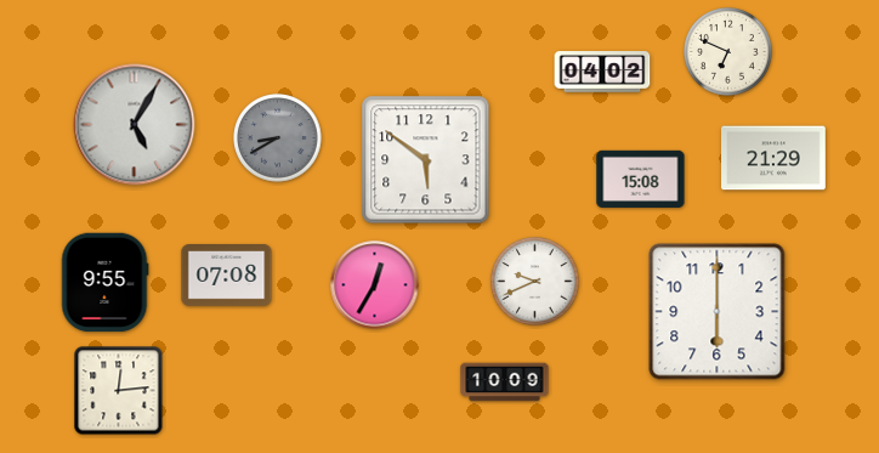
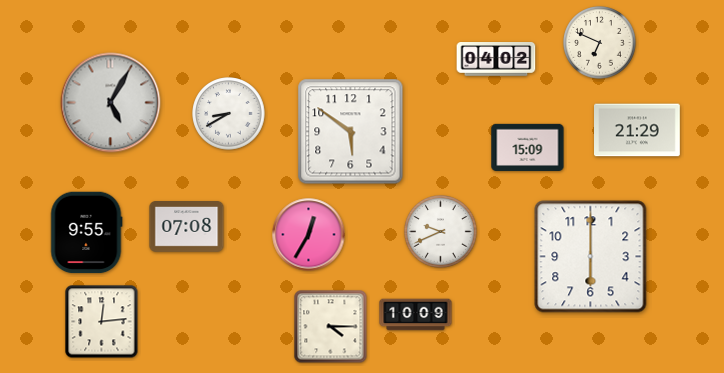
clock at (278, 138) dial: grey -> white
clock at (641, 179): 15:08 -> 15:09
clock at (119, 391) position: (119, 391) -> (102, 322)
clock at (331, 327): none -> 4:15
